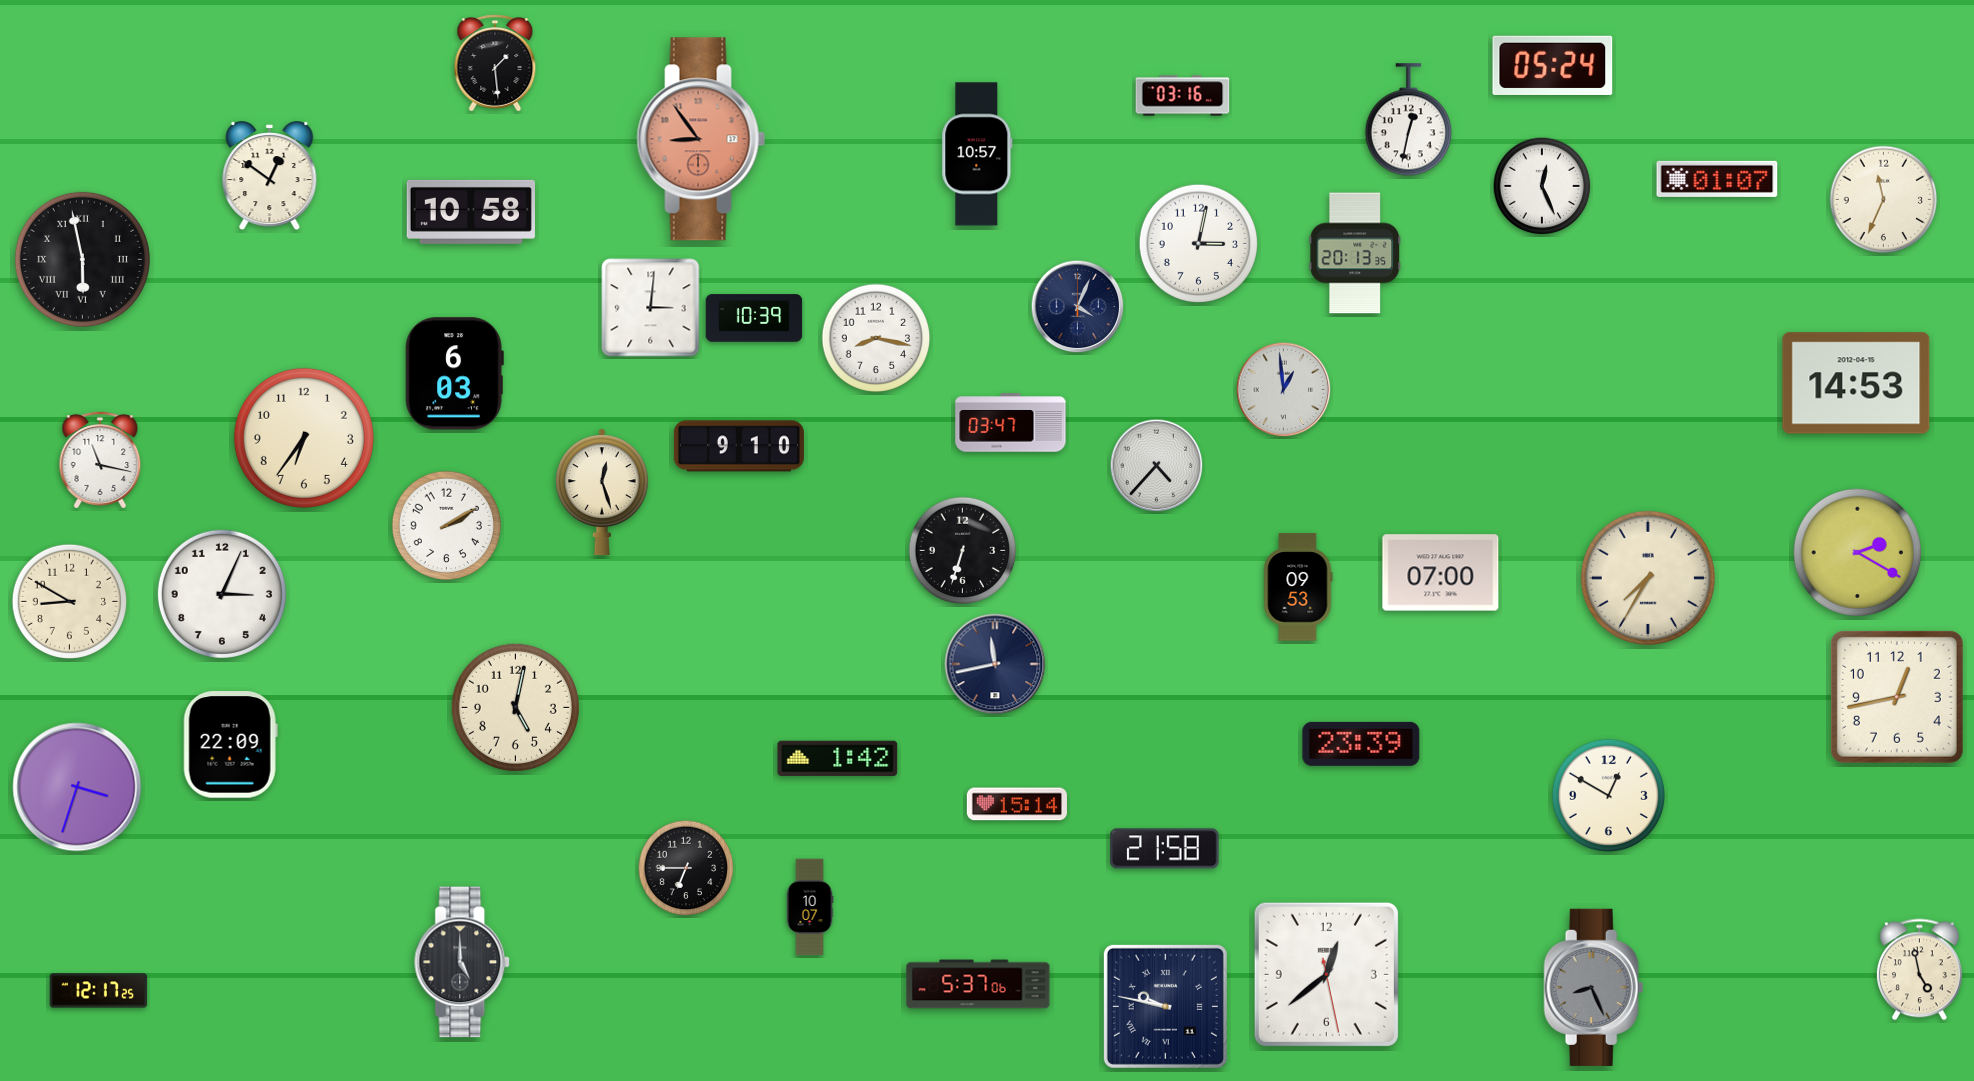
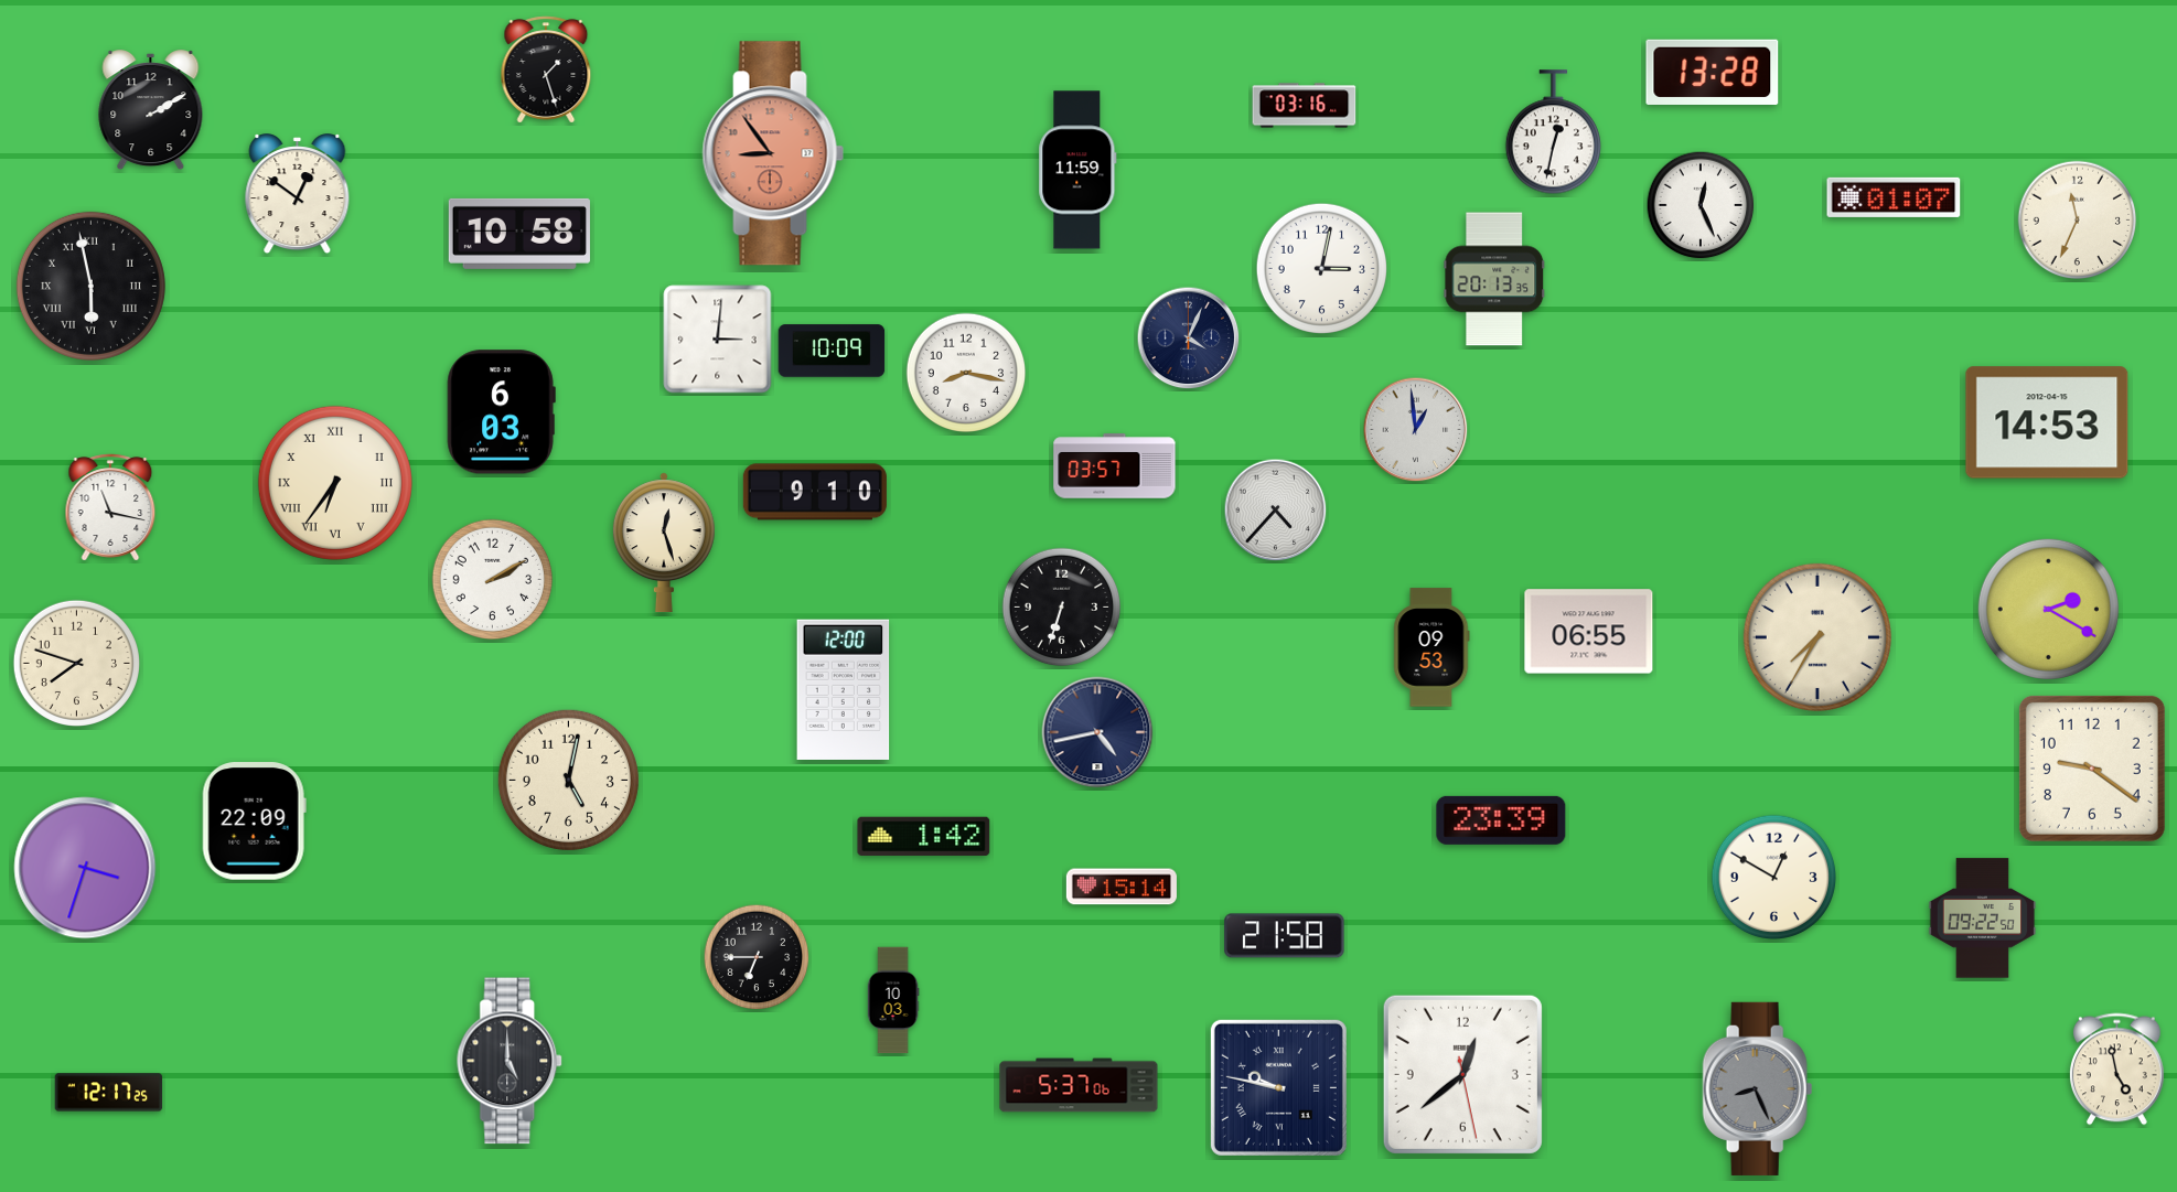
clock at (495, 63): 1:29 -> 1:27
clock at (1553, 65): 05:24 -> 13:28
clock at (151, 110): none -> 2:10
clock at (977, 154): 10:57 -> 11:59
clock at (754, 318): 10:39 -> 10:09
clock at (1011, 423): 03:47 -> 03:57
clock at (304, 438) numerals: Arabic -> Roman
clock at (1157, 466) position: (1157, 466) -> (1276, 511)
clock at (1441, 573): 07:00 -> 06:55
clock at (222, 594): 3:04 -> none
clock at (69, 601): 8:50 -> 7:48
clock at (844, 689): none -> 12:00
clock at (995, 664): 11:43 -> 4:43
clock at (1897, 697): 12:43 -> 9:21
clock at (1983, 919): none -> 09:22
clock at (810, 907): 10:07 -> 10:03
clock at (1165, 1006) position: (1165, 1006) -> (1278, 1087)
